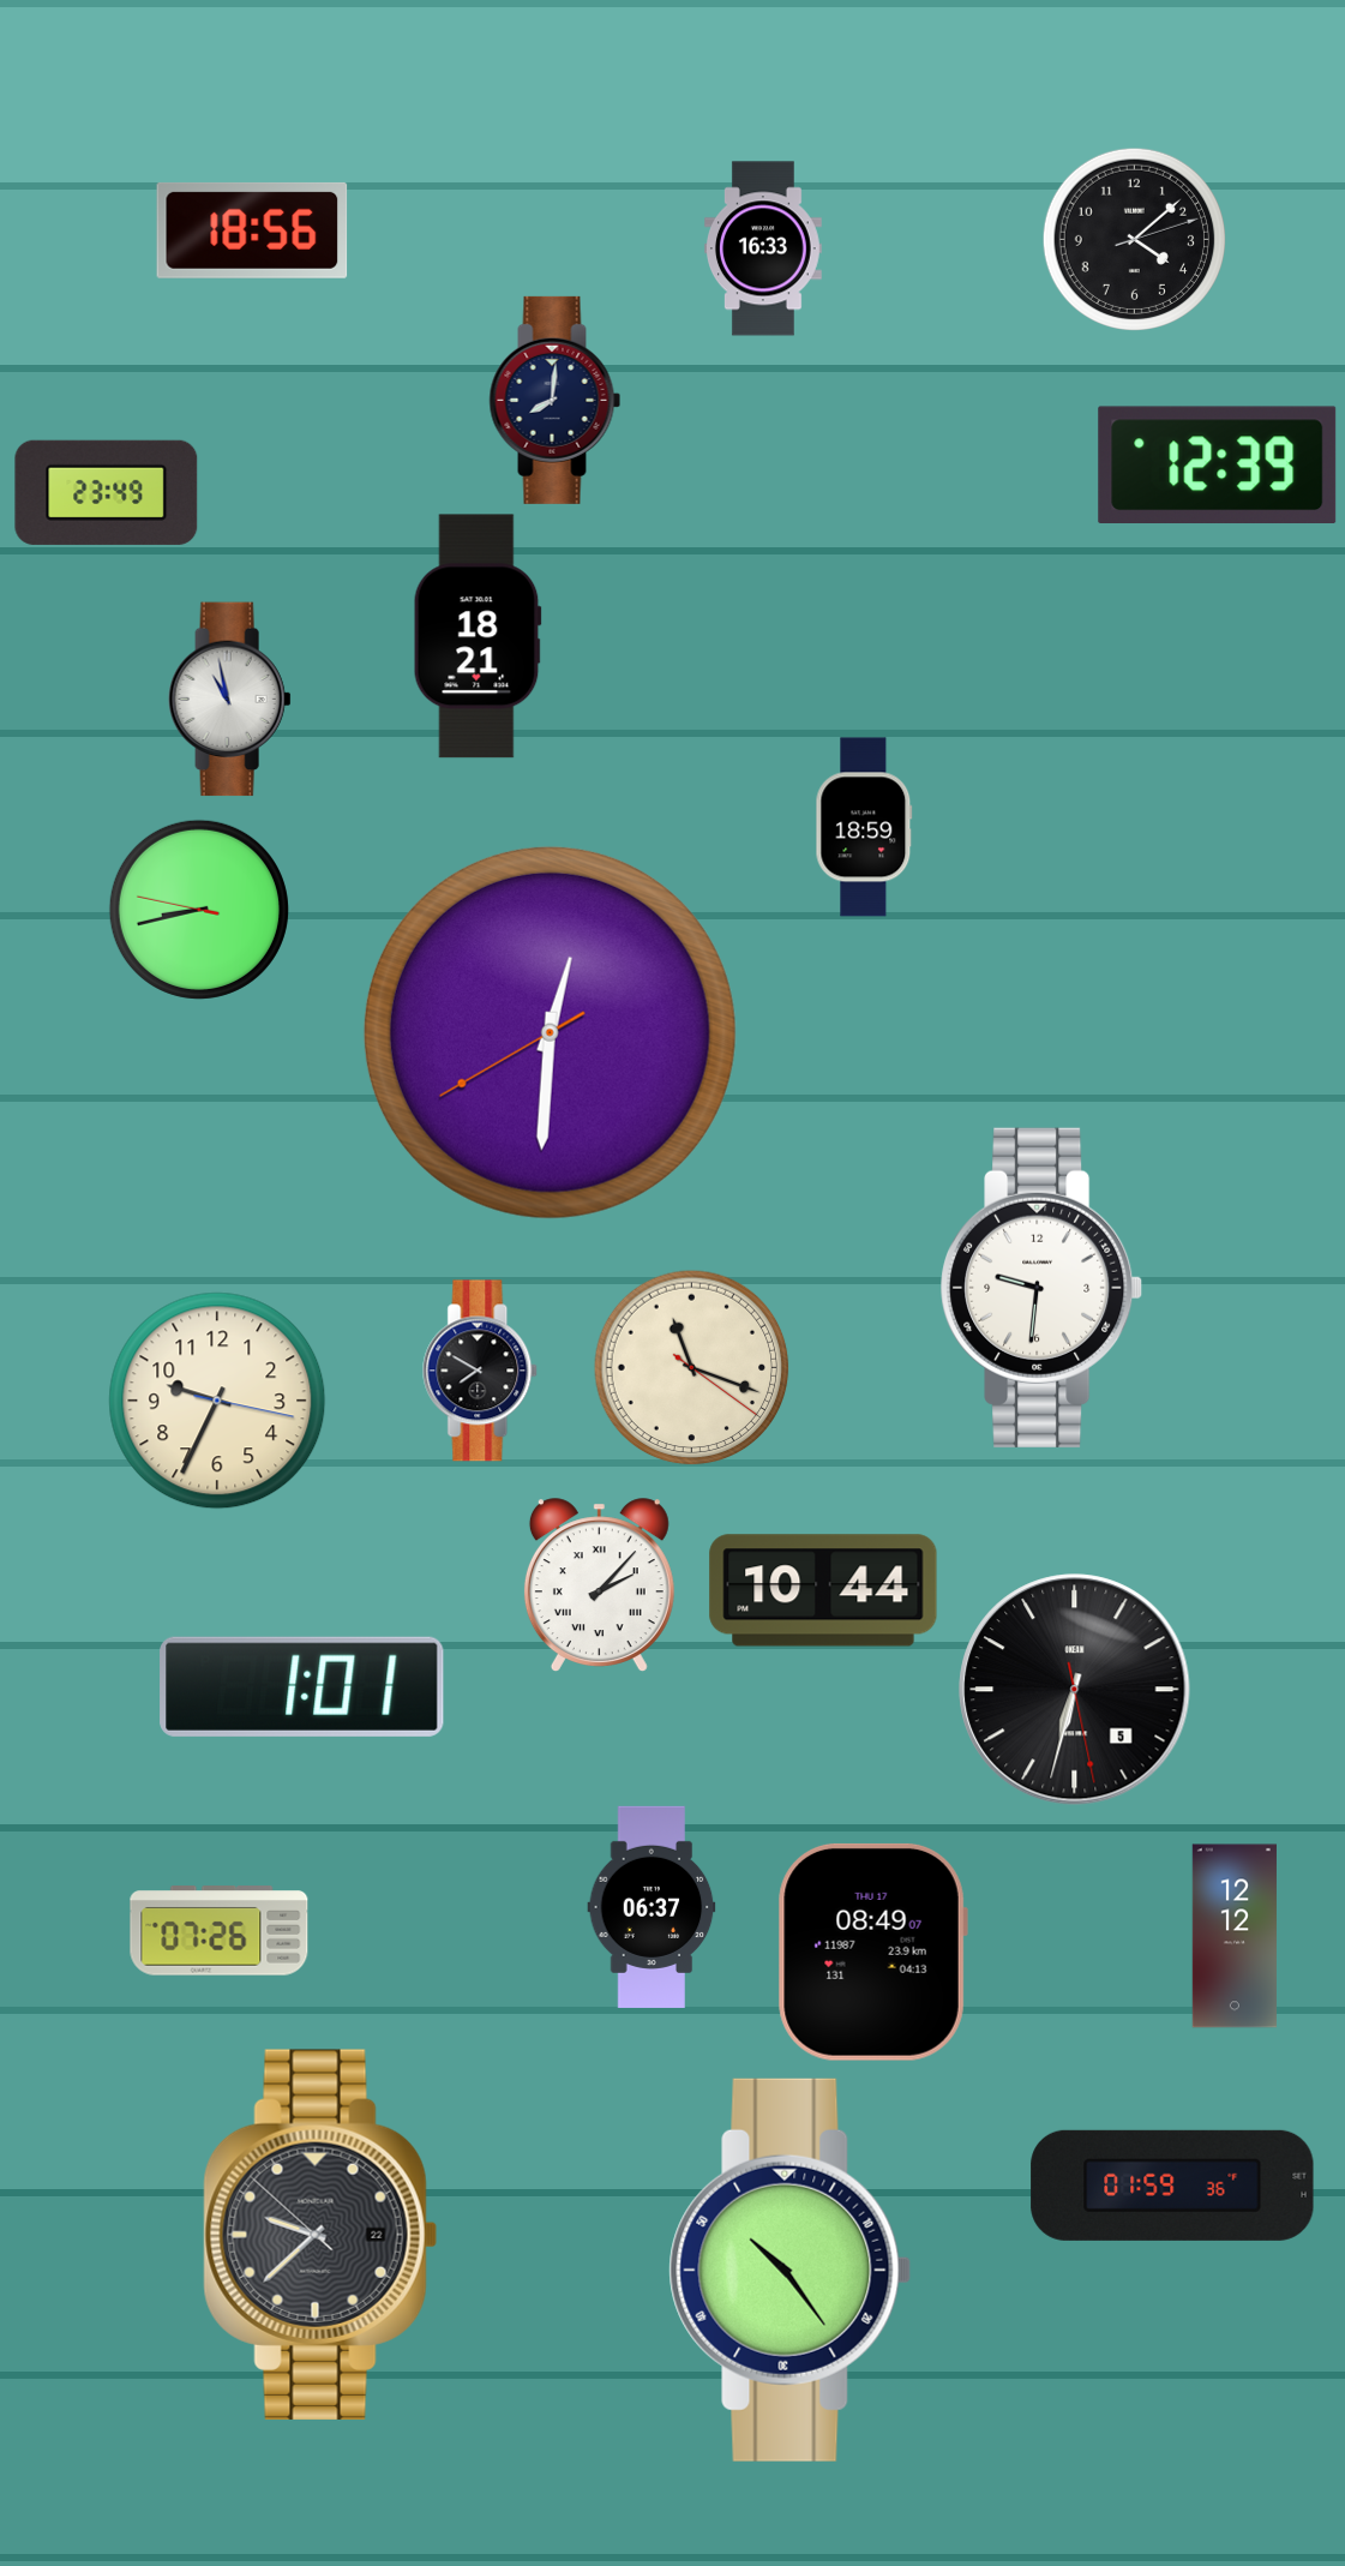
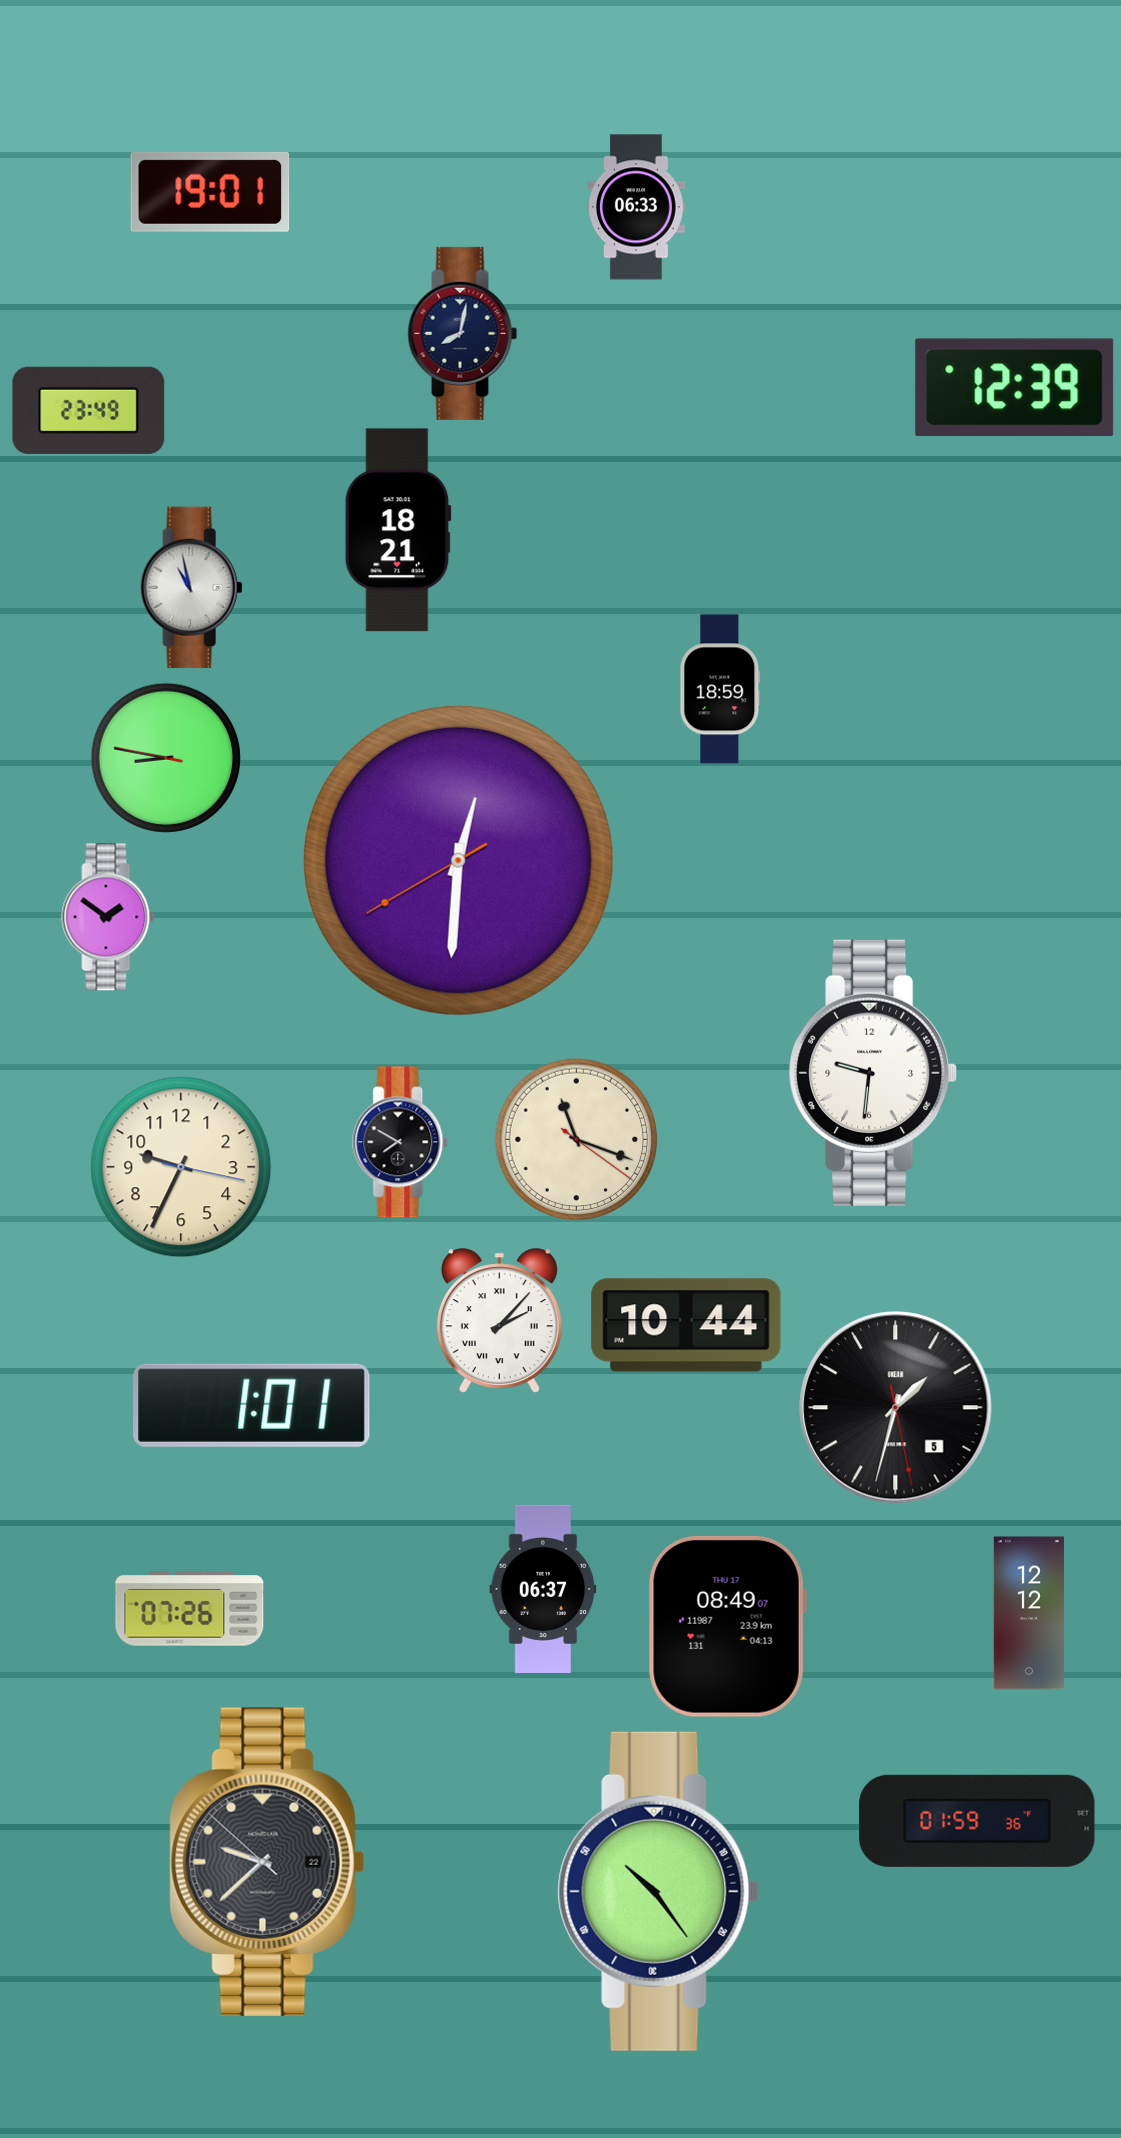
clock at (252, 230): 18:56 -> 19:01
clock at (1134, 239): 4:08 -> none
clock at (764, 248): 16:33 -> 06:33
clock at (556, 400): 8:01 -> 8:02
clock at (230, 700) position: (230, 700) -> (192, 588)
clock at (199, 910): 8:42 -> 8:46
clock at (108, 917): none -> 1:51
clock at (1041, 1288) position: (1041, 1288) -> (873, 1073)
clock at (1075, 1690): 6:32 -> 1:32
clock at (220, 1931) position: (220, 1931) -> (190, 1609)
